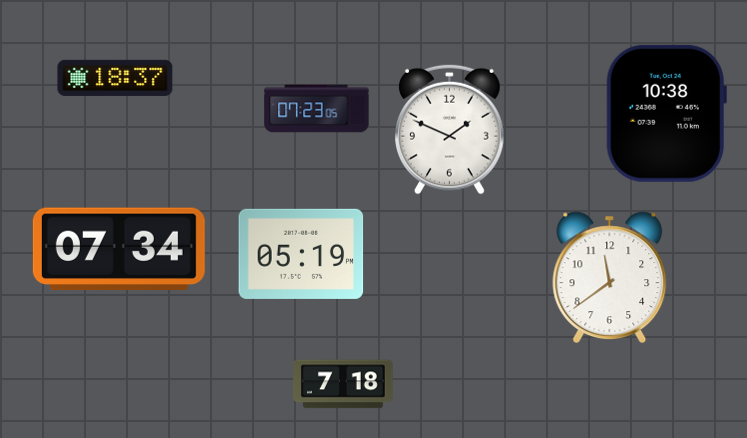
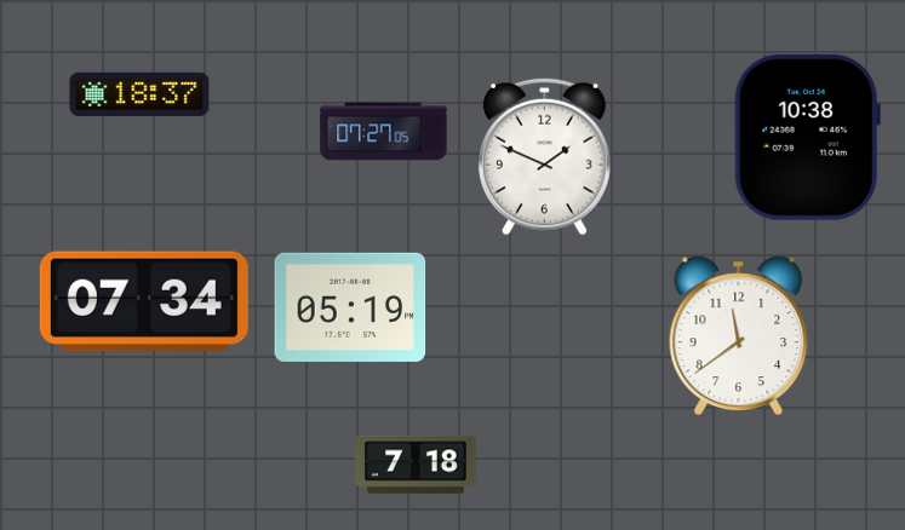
clock at (317, 109): 07:23 -> 07:27
clock at (301, 254) position: (301, 254) -> (350, 307)
